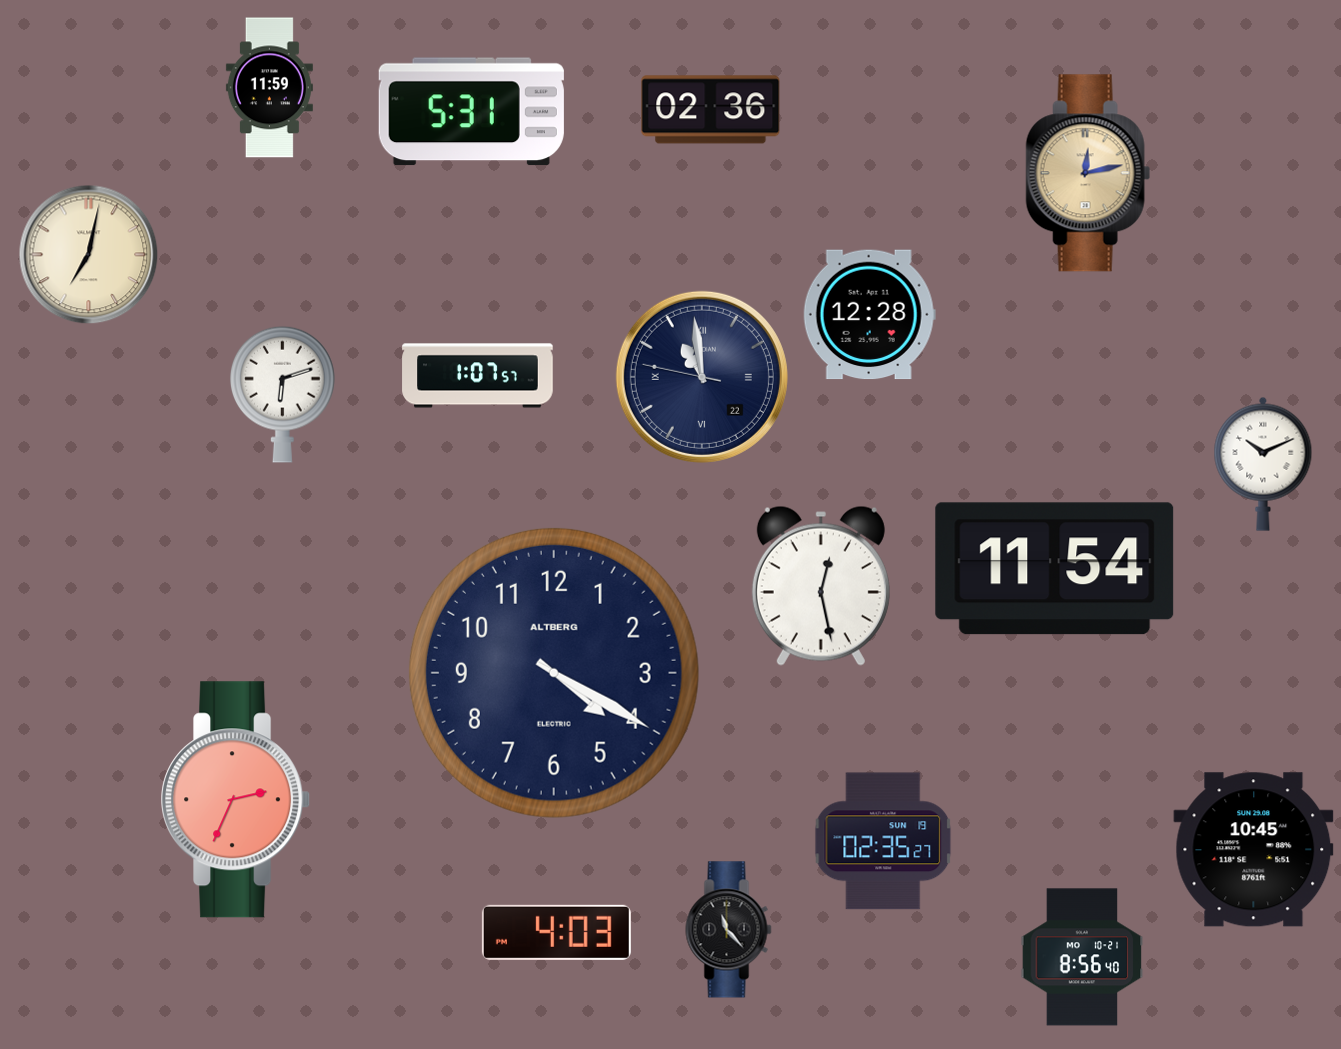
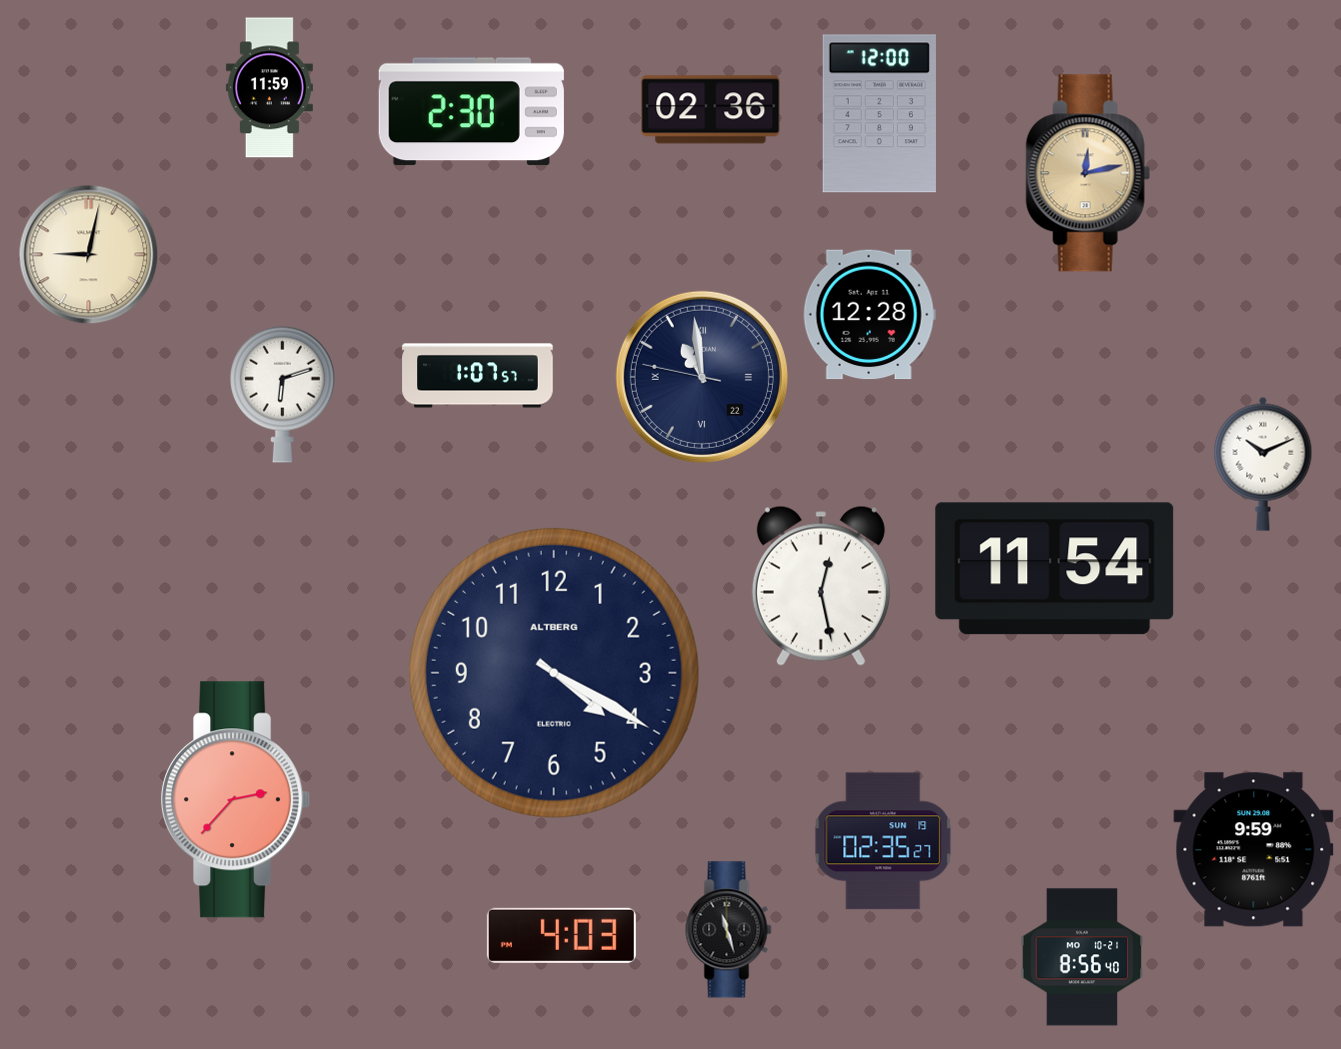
clock at (471, 112): 5:31 -> 2:30
clock at (879, 114): none -> 12:00
clock at (89, 255): 7:02 -> 9:02
clock at (236, 800): 2:34 -> 2:37
clock at (1254, 850): 10:45 -> 9:59
clock at (729, 930): 11:23 -> 11:27
clock at (556, 932) position: (556, 932) -> (561, 935)
